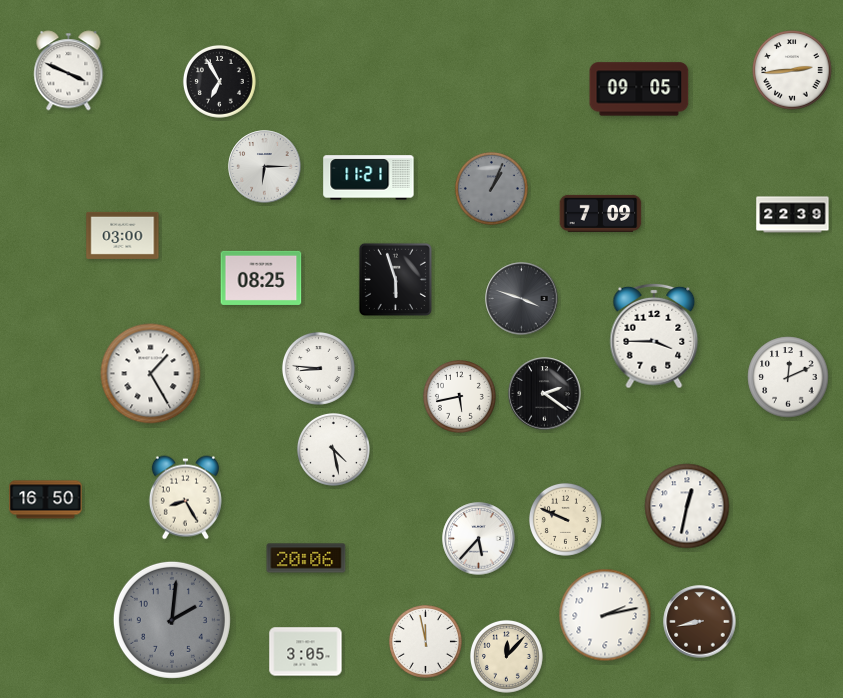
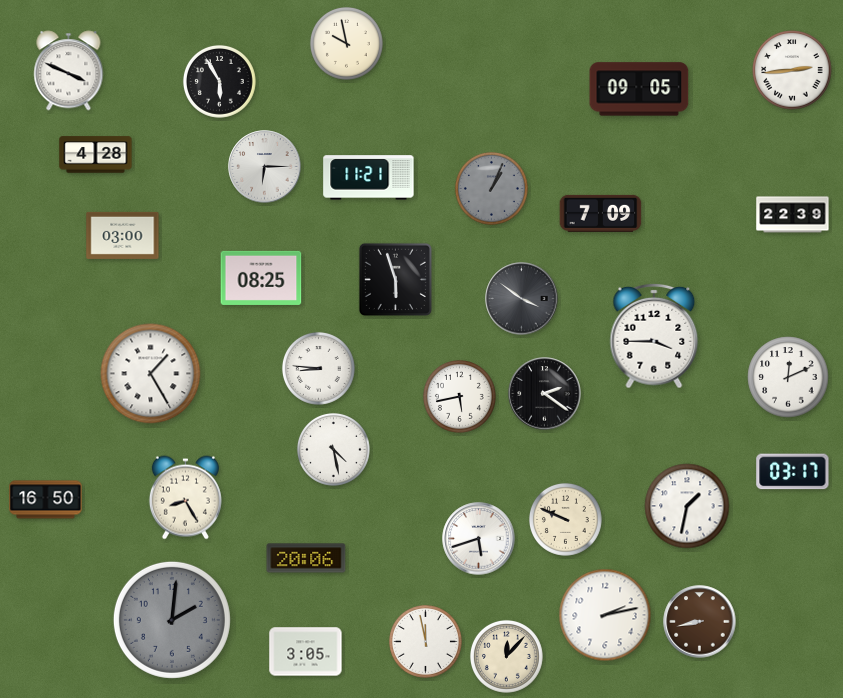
clock at (346, 43): none -> 9:58
clock at (219, 81): 6:55 -> 5:55
clock at (96, 155): none -> 4:28
clock at (522, 299): 3:48 -> 3:51
clock at (793, 472): none -> 03:17
clock at (687, 506): 12:32 -> 1:32
clock at (479, 539): 5:37 -> 5:42
